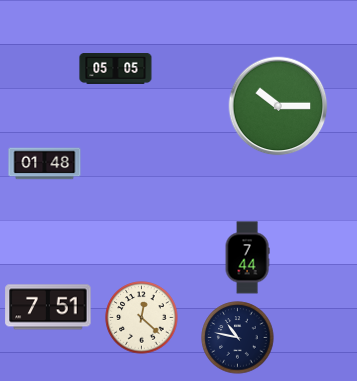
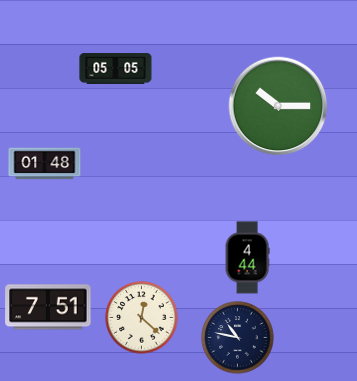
clock at (247, 258): 7:44 -> 4:44
